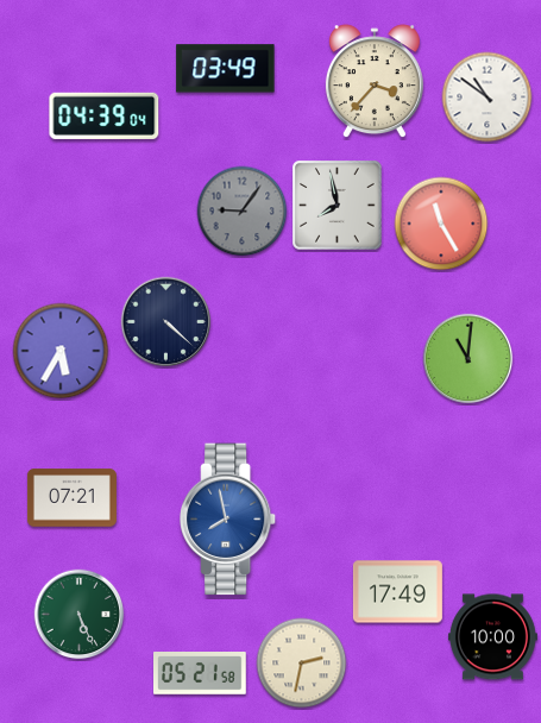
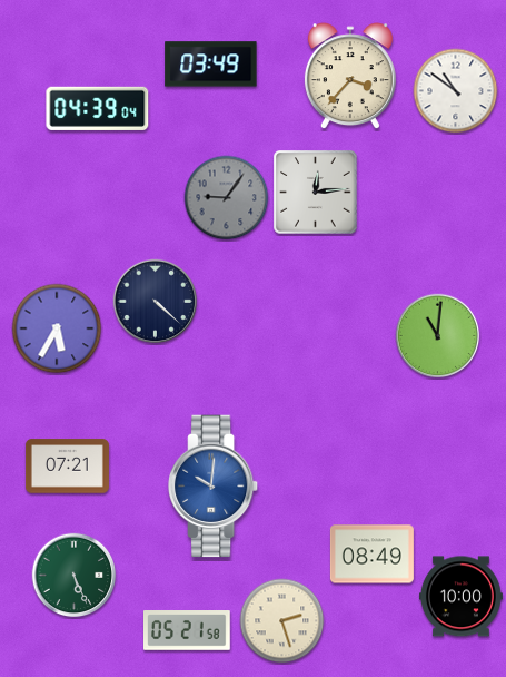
clock at (338, 206): 7:58 -> 12:14
clock at (441, 224): 11:25 -> none
clock at (229, 520): 7:58 -> 10:01
clock at (397, 592): 17:49 -> 08:49
clock at (302, 664): 2:32 -> 2:27
